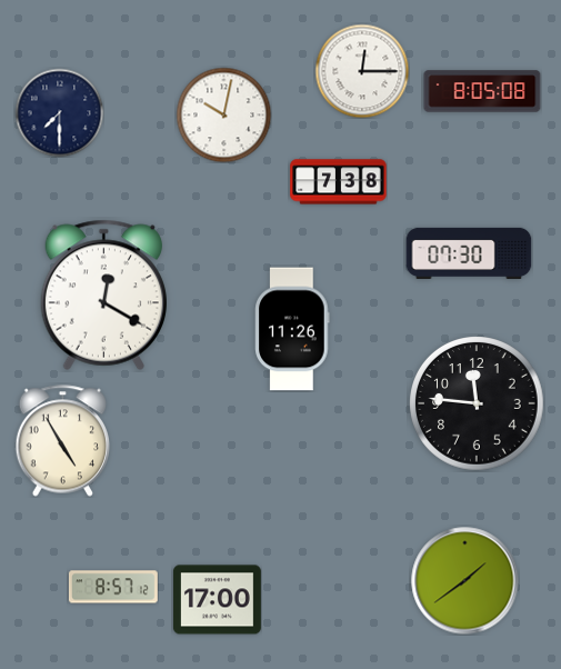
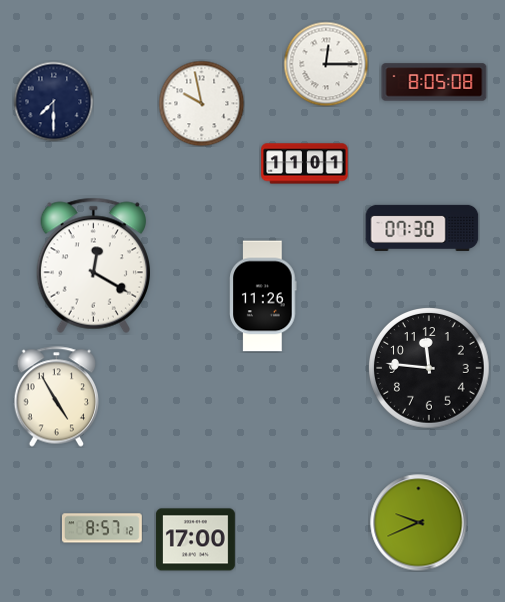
clock at (223, 114): 10:02 -> 9:58
clock at (339, 182): 7:38 -> 11:01
clock at (478, 405) position: (478, 405) -> (430, 369)
clock at (465, 581): 1:39 -> 9:41
